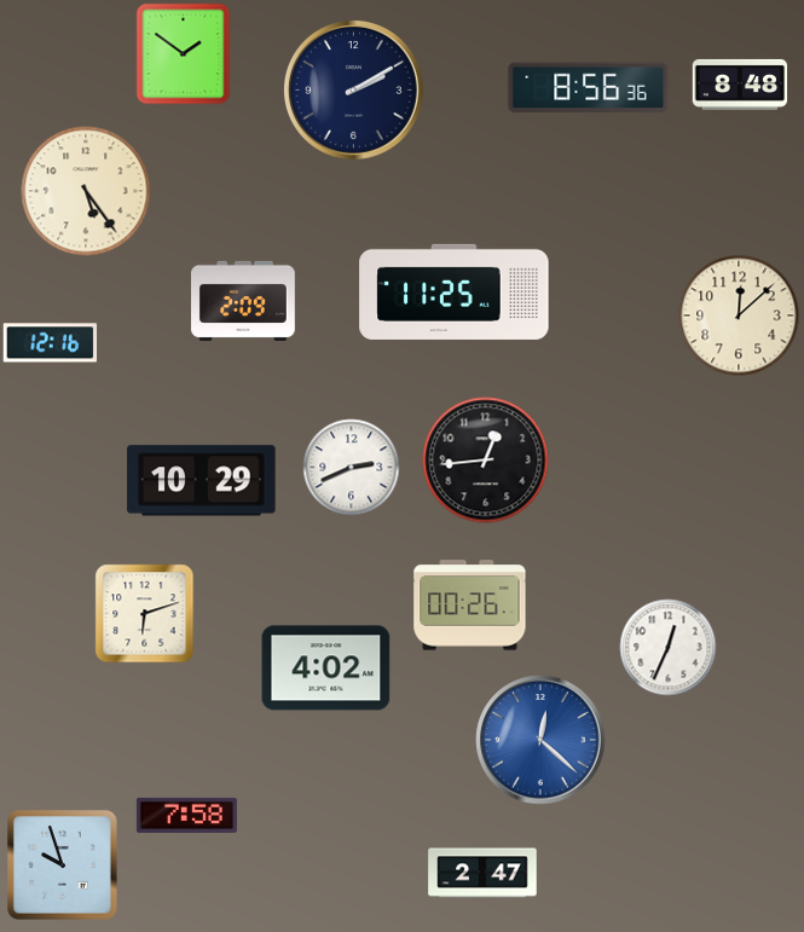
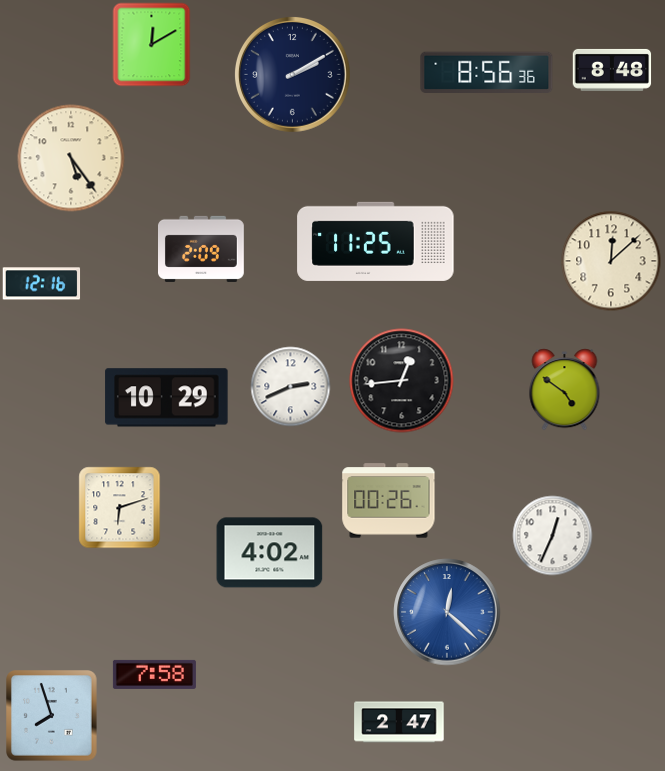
clock at (184, 54): 1:51 -> 12:10
clock at (565, 390): none -> 4:51
clock at (63, 866): 9:57 -> 7:57
